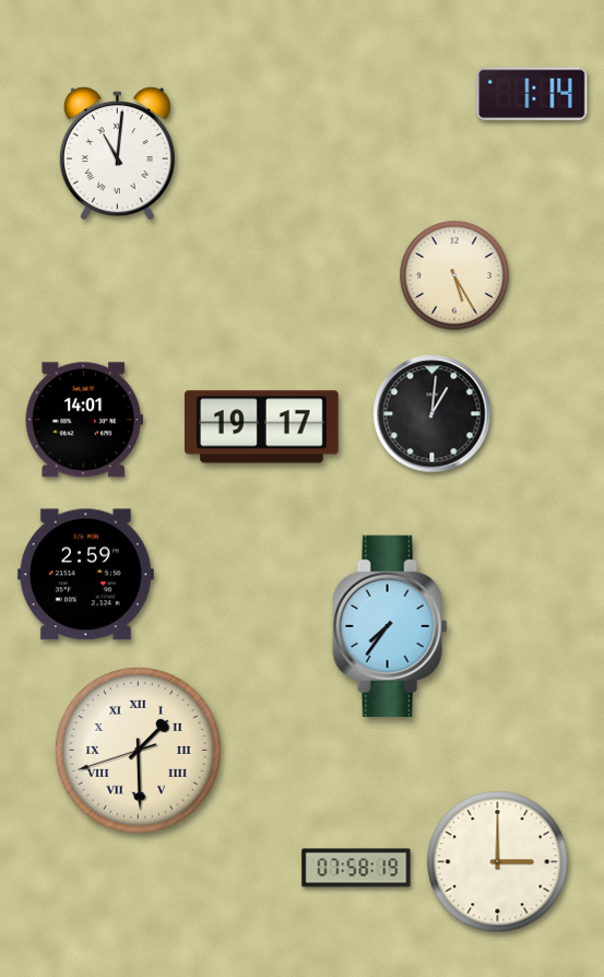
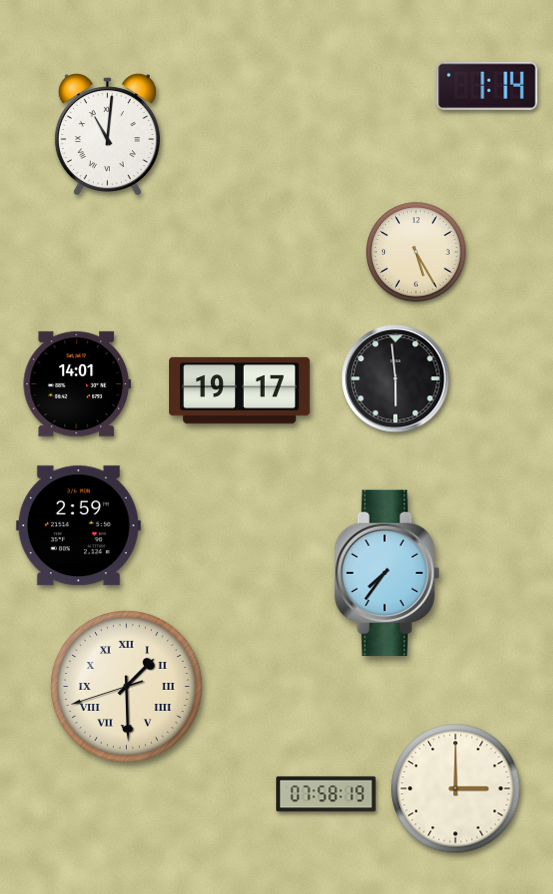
clock at (117, 153) position: (117, 153) -> (107, 134)
clock at (433, 414): 1:01 -> 5:59
clock at (390, 626) position: (390, 626) -> (387, 573)
